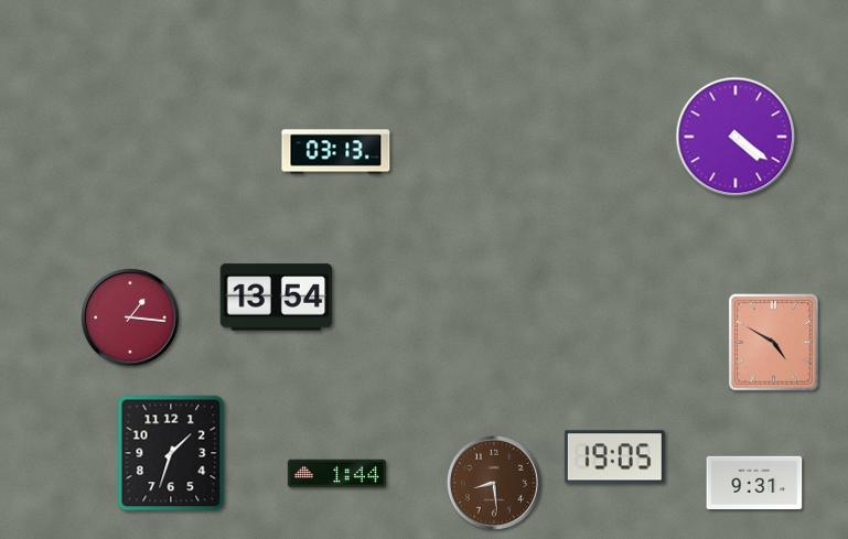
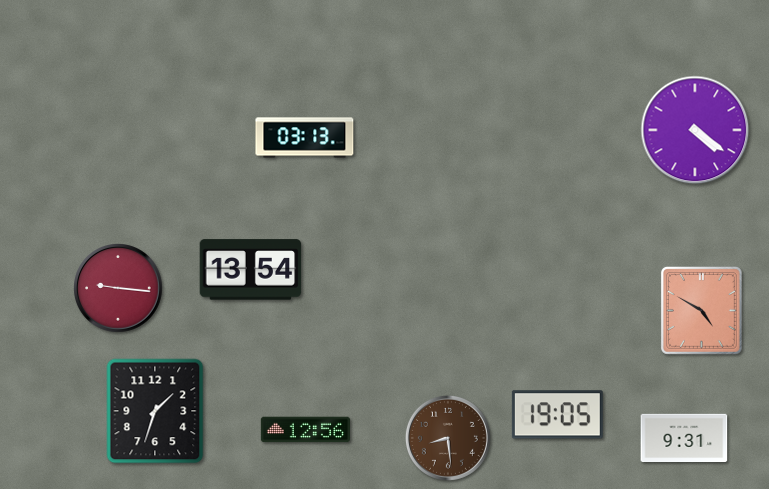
clock at (736, 137) position: (736, 137) -> (695, 130)
clock at (130, 317): 1:16 -> 9:16
clock at (336, 474): 1:44 -> 12:56
